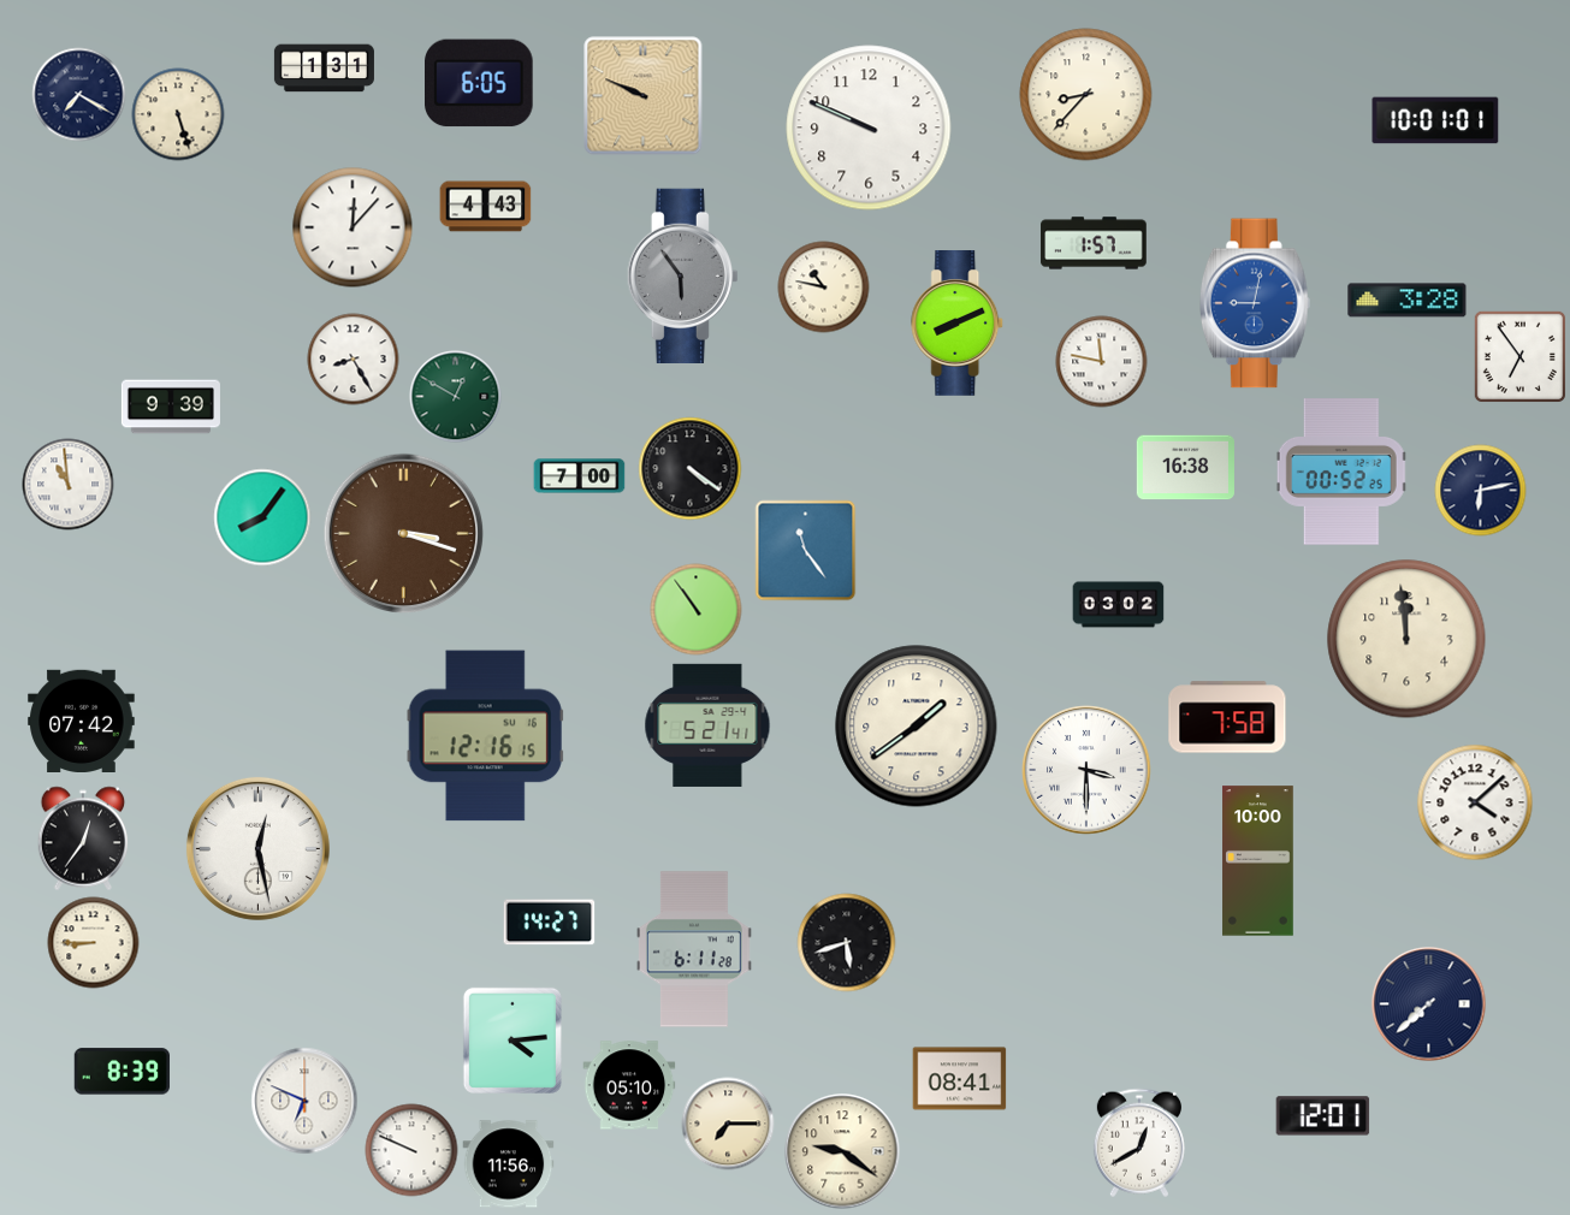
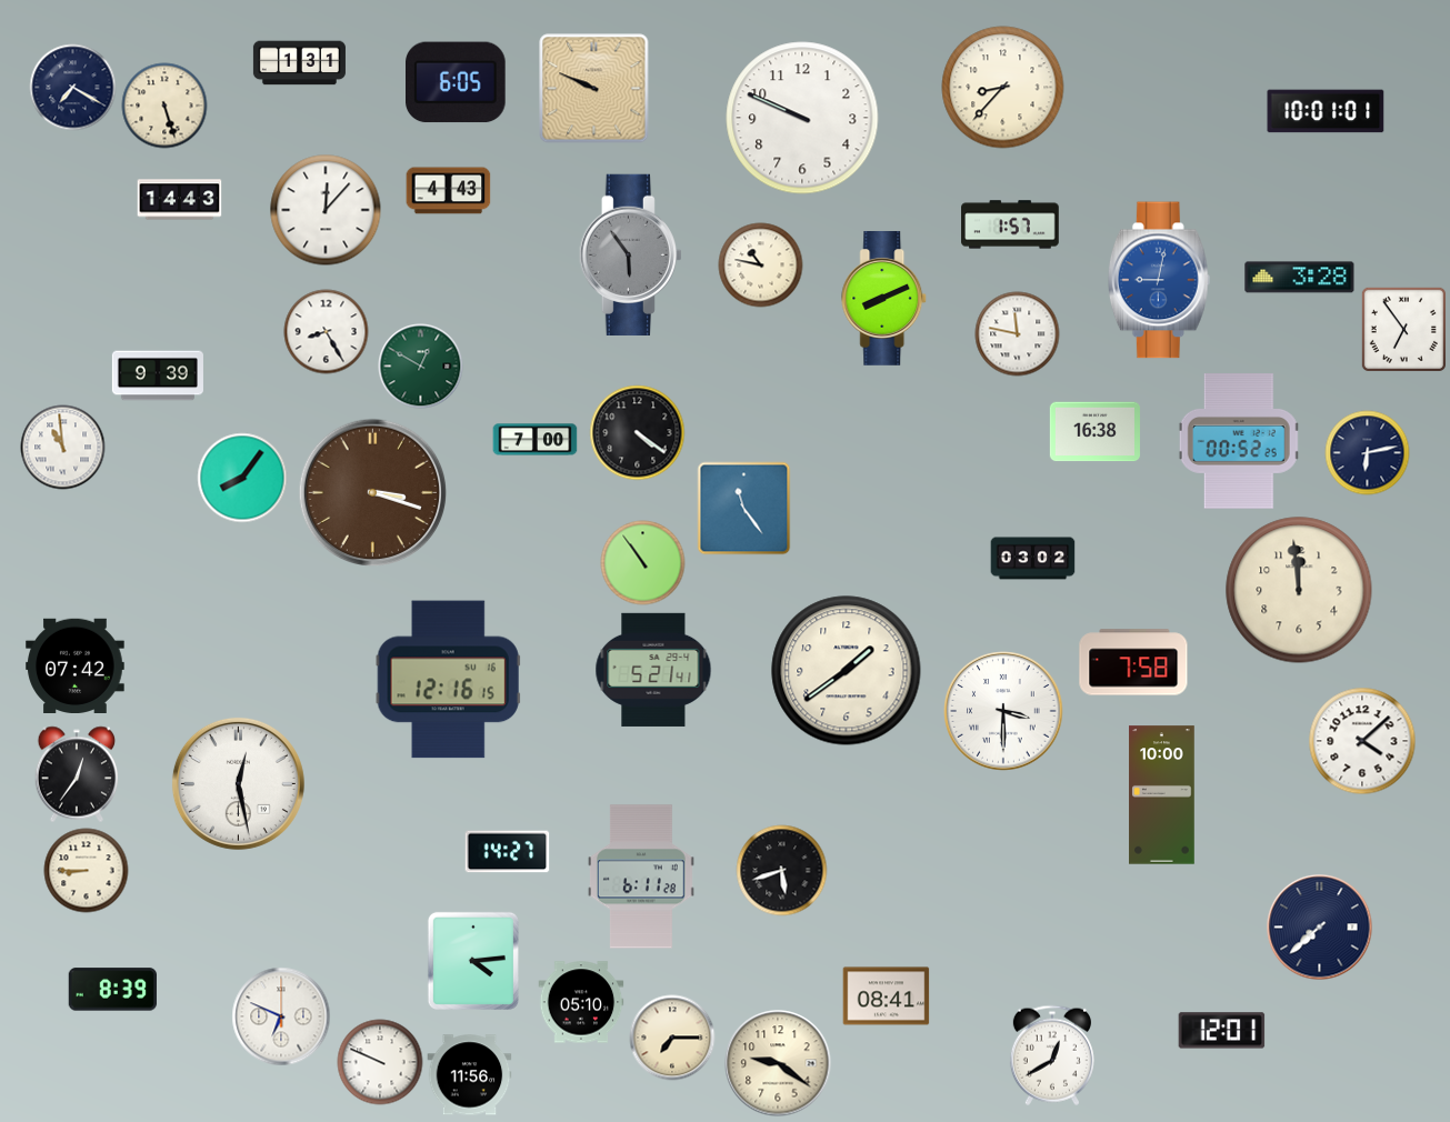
clock at (479, 83) position: (479, 83) -> (456, 82)
clock at (180, 200): none -> 14:43
clock at (1341, 472) position: (1341, 472) -> (1239, 441)
